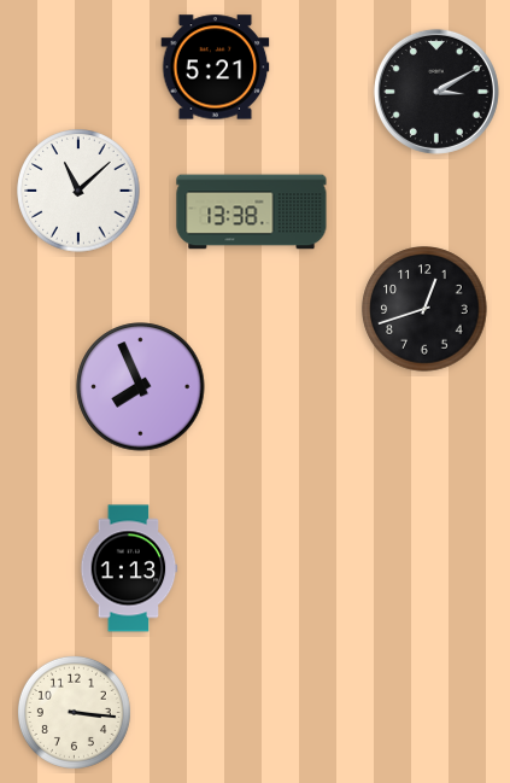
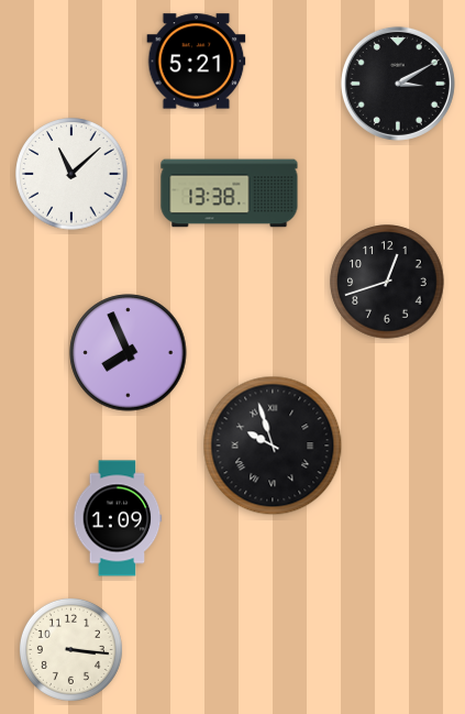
clock at (273, 446): none -> 9:57
clock at (129, 568): 1:13 -> 1:09
clock at (74, 712) position: (74, 712) -> (70, 649)
